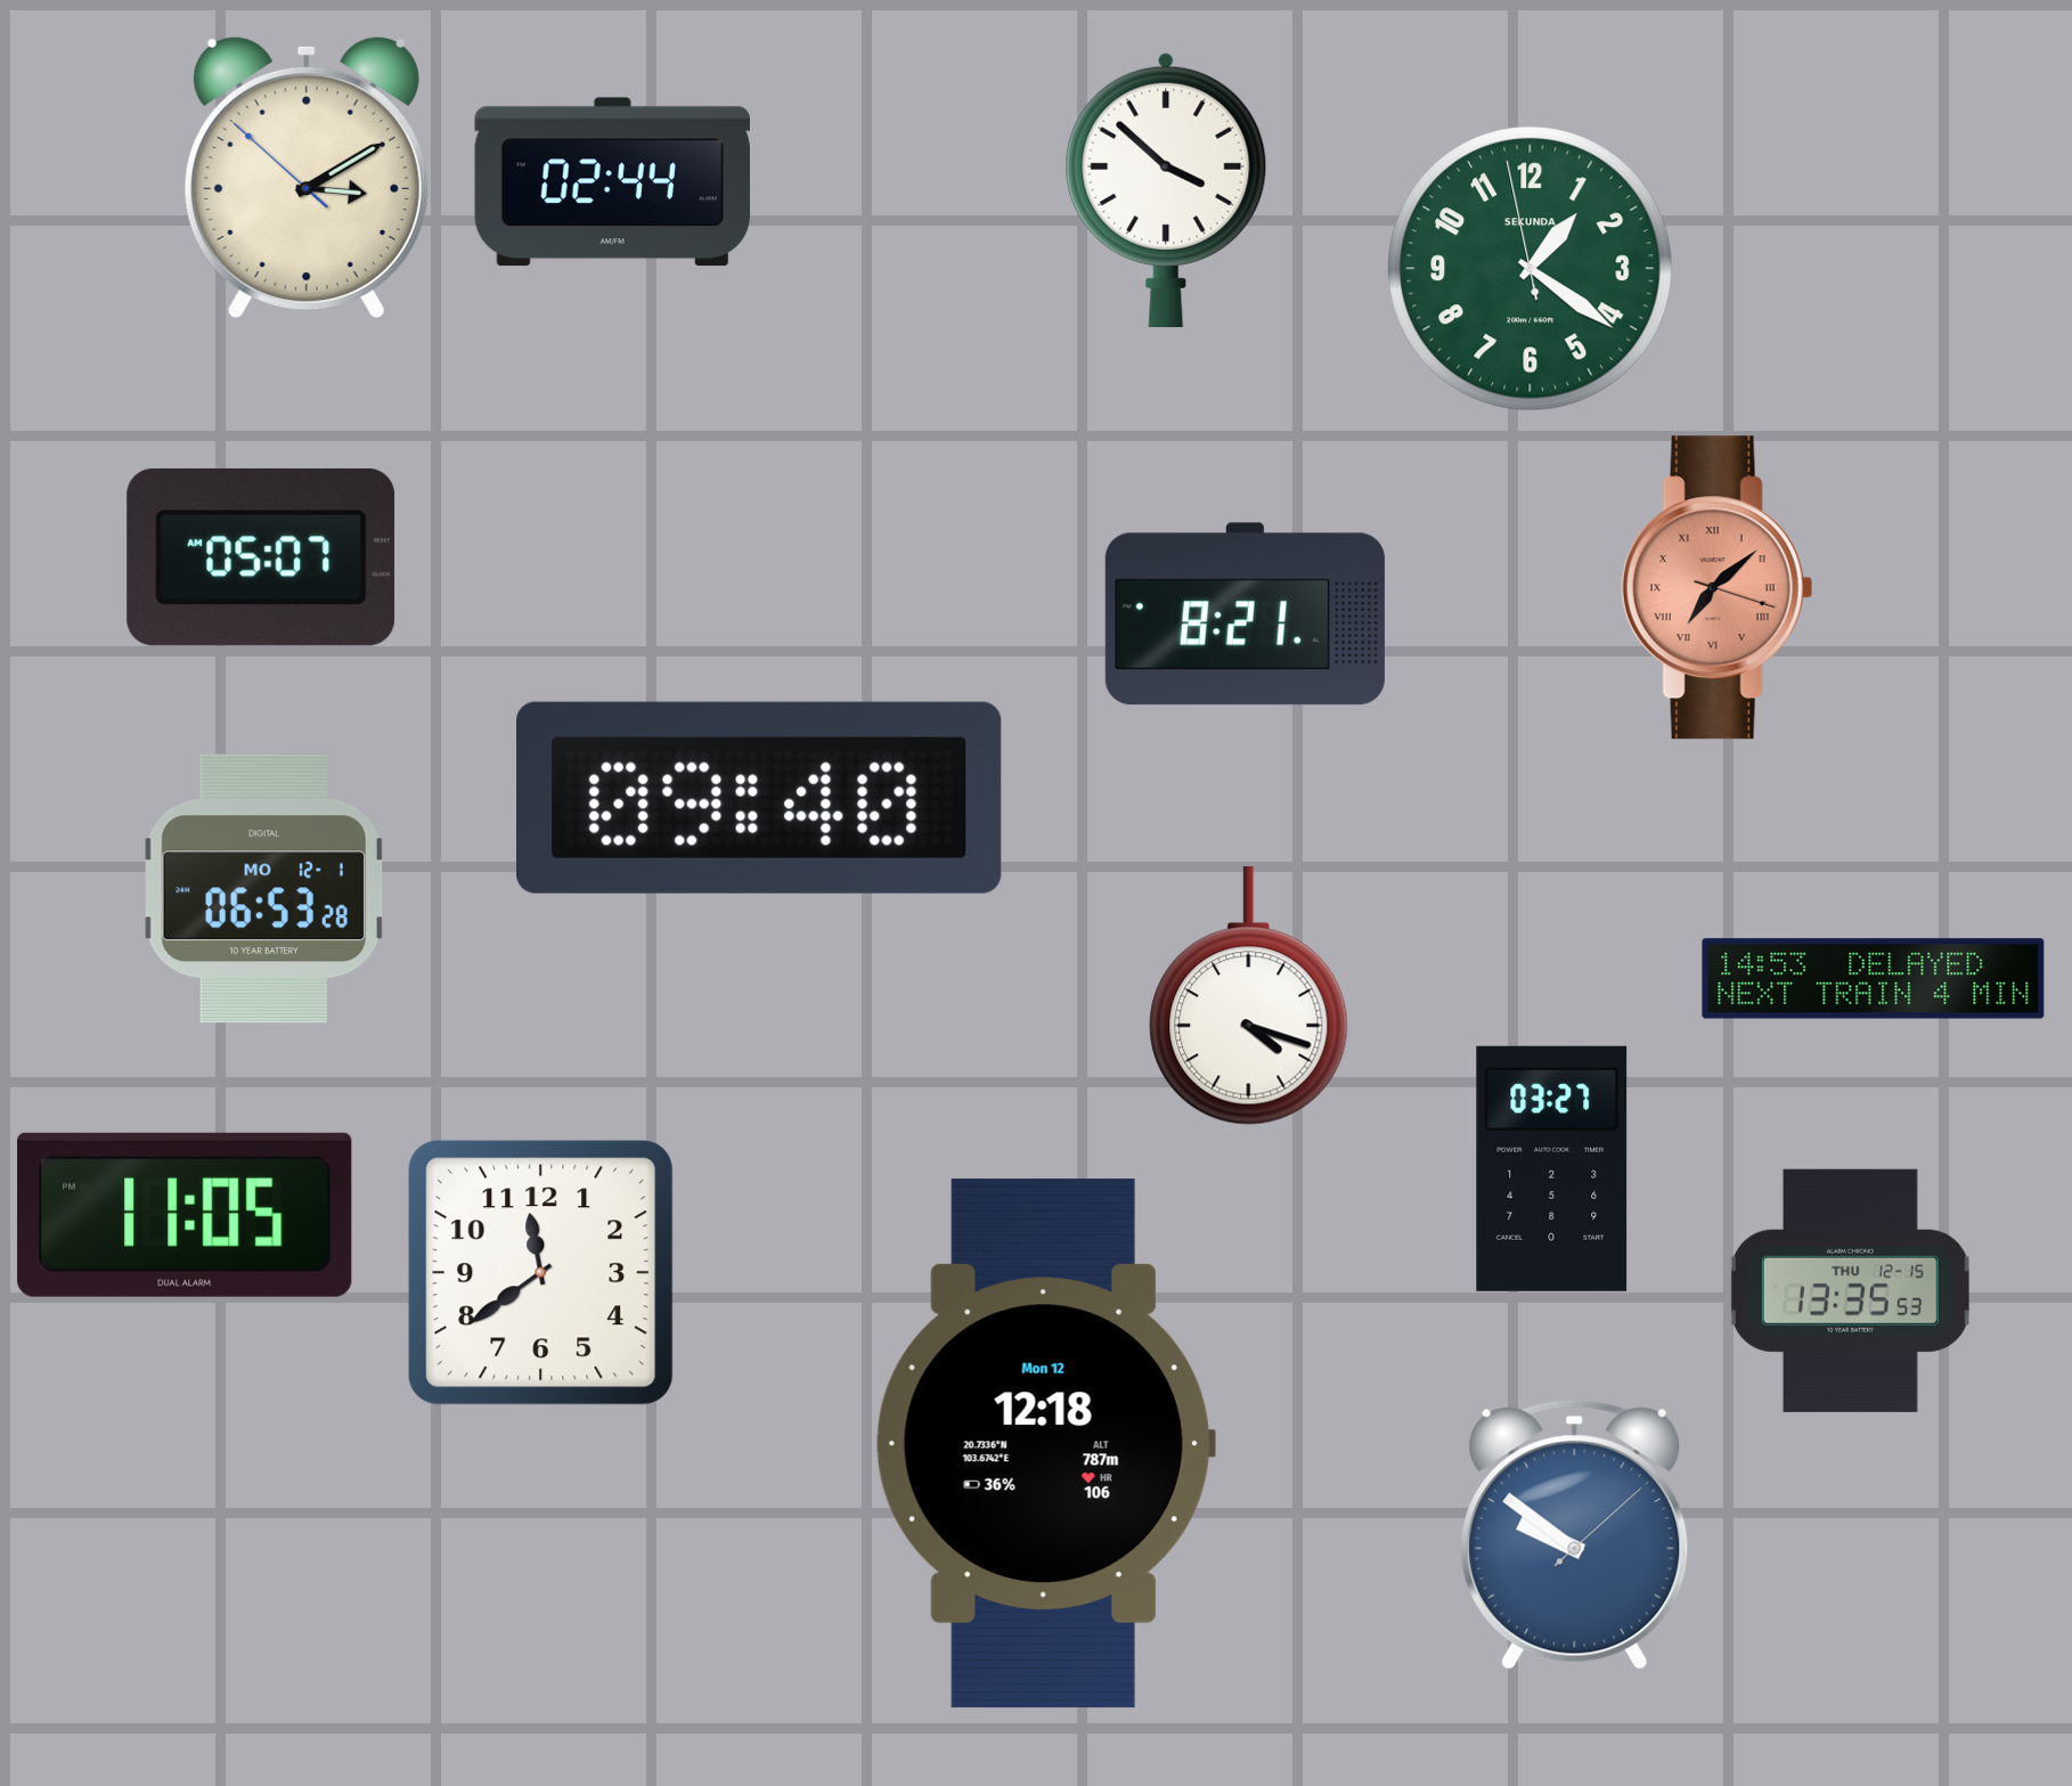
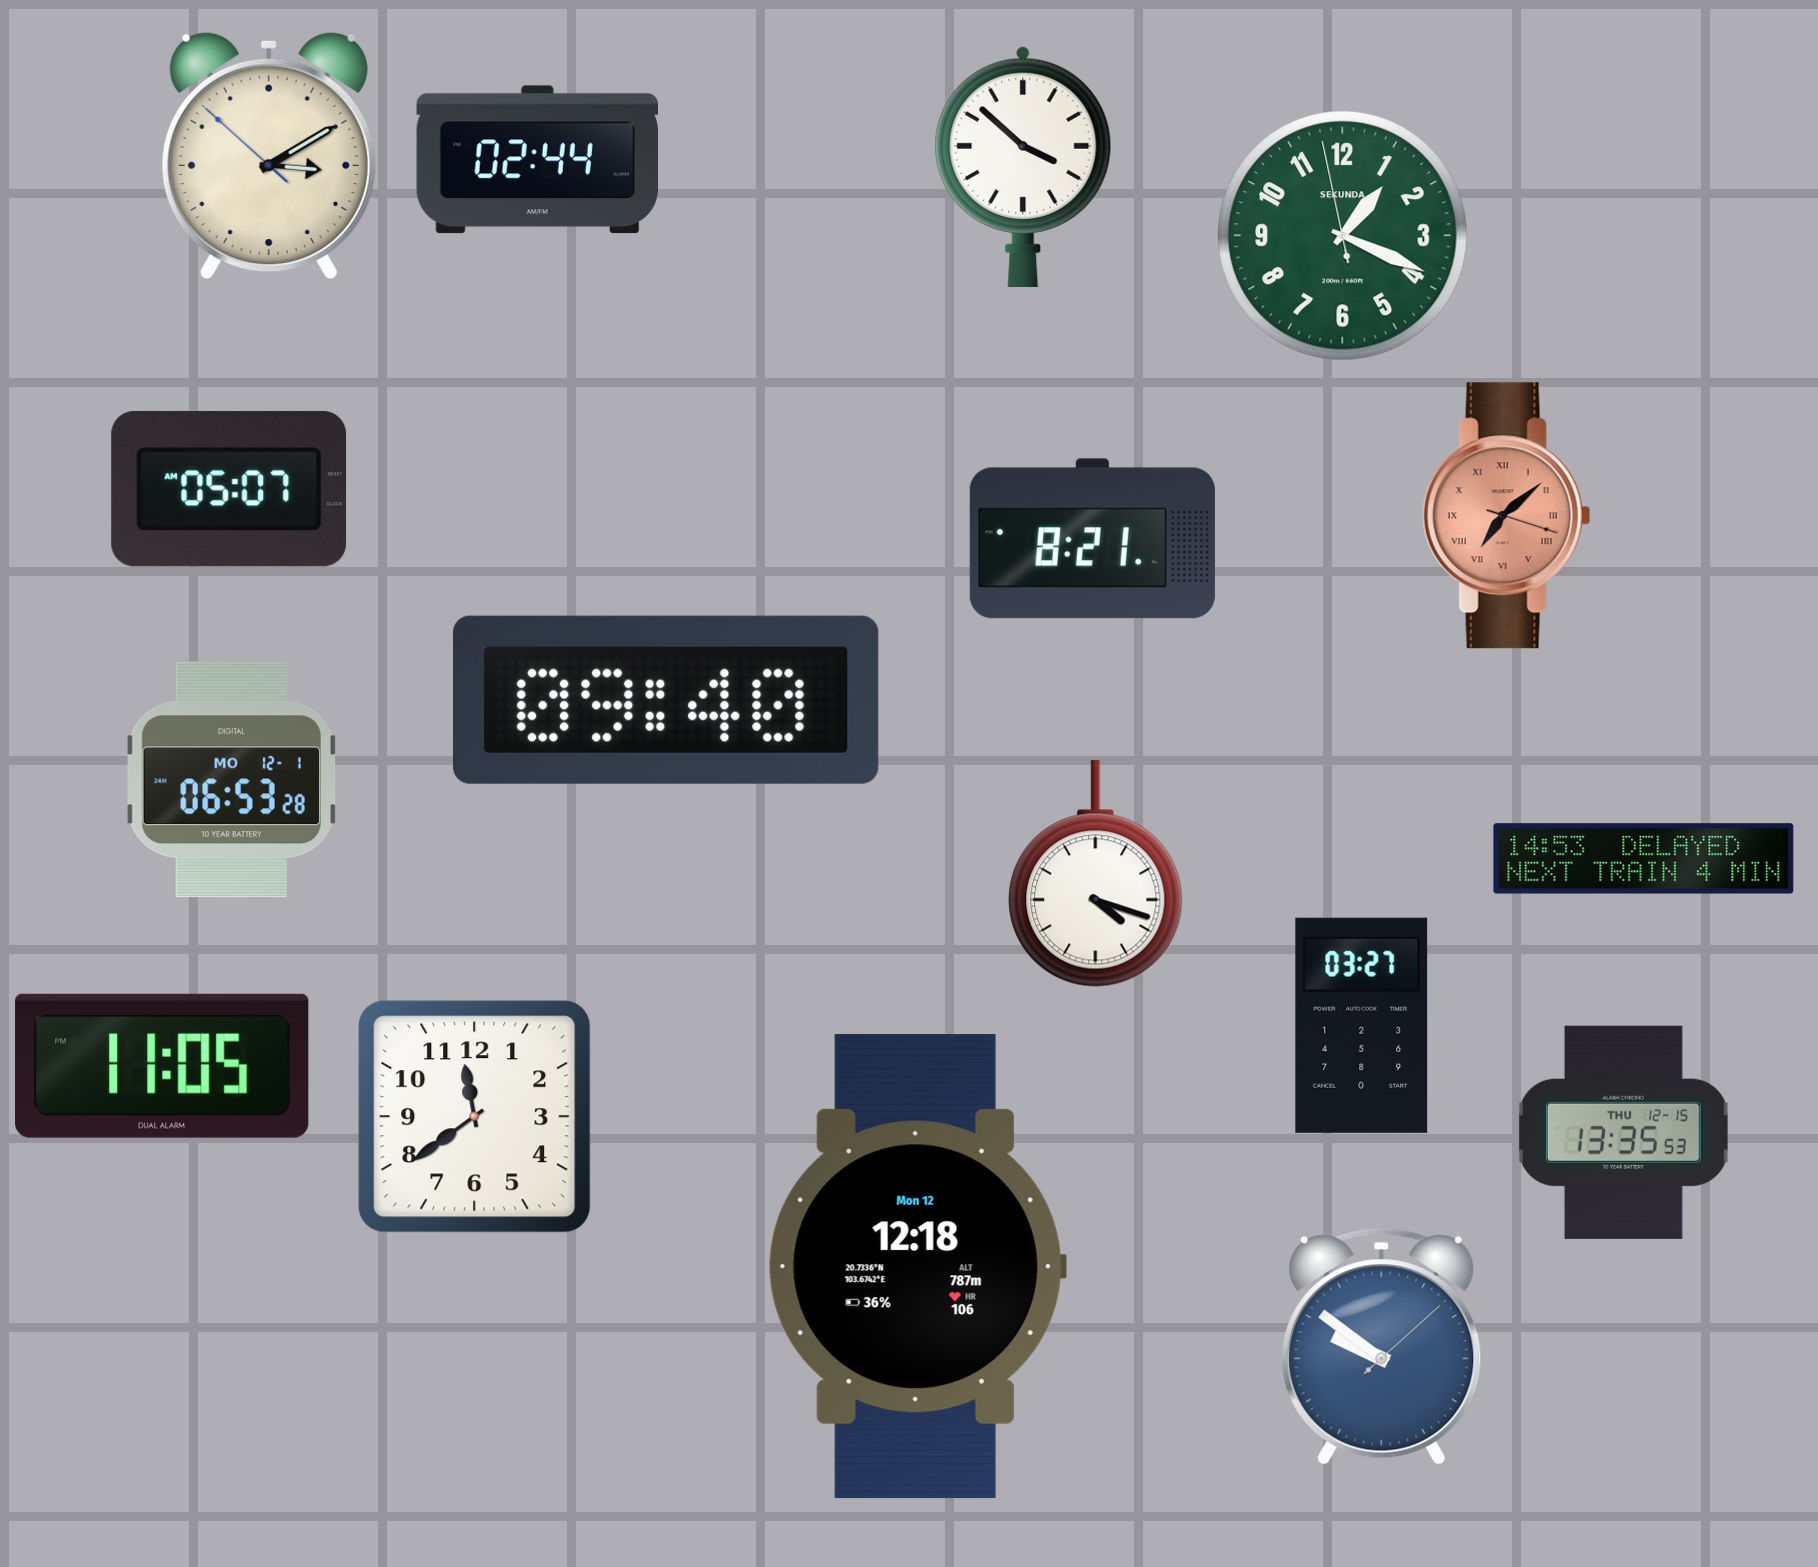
clock at (1531, 269): 1:20 -> 1:18
